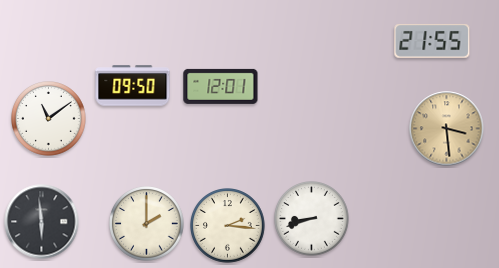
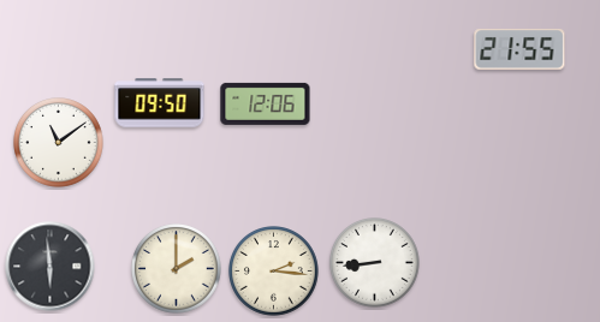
clock at (221, 86): 12:01 -> 12:06
clock at (447, 129): 3:29 -> none
clock at (312, 219): 8:42 -> 8:44
